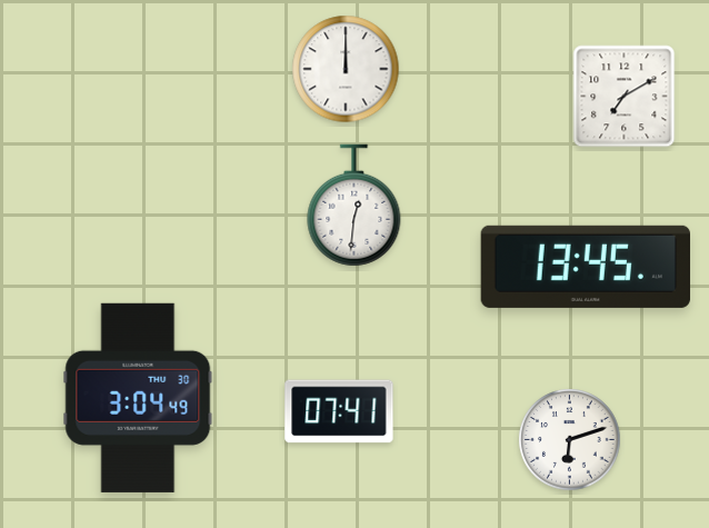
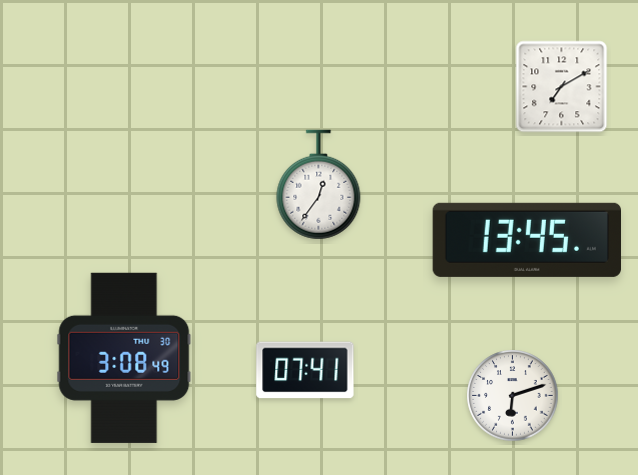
clock at (346, 69): 12:00 -> none
clock at (354, 206): 12:31 -> 12:36
clock at (138, 398): 3:04 -> 3:08
